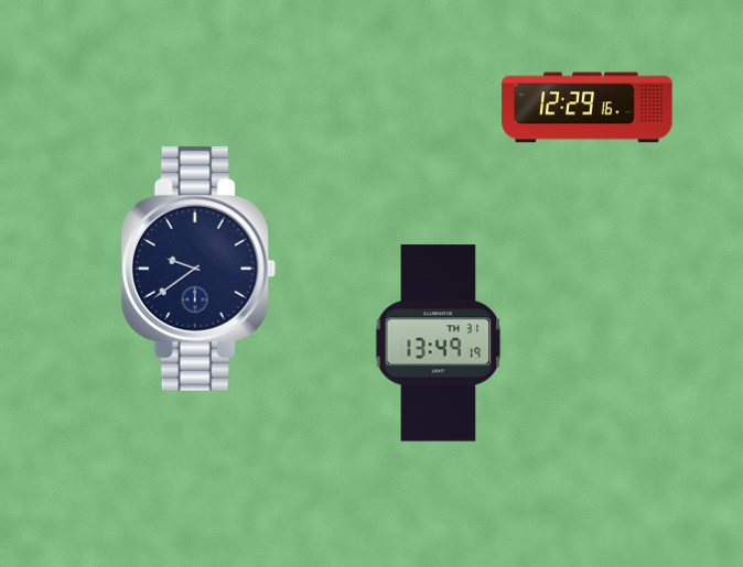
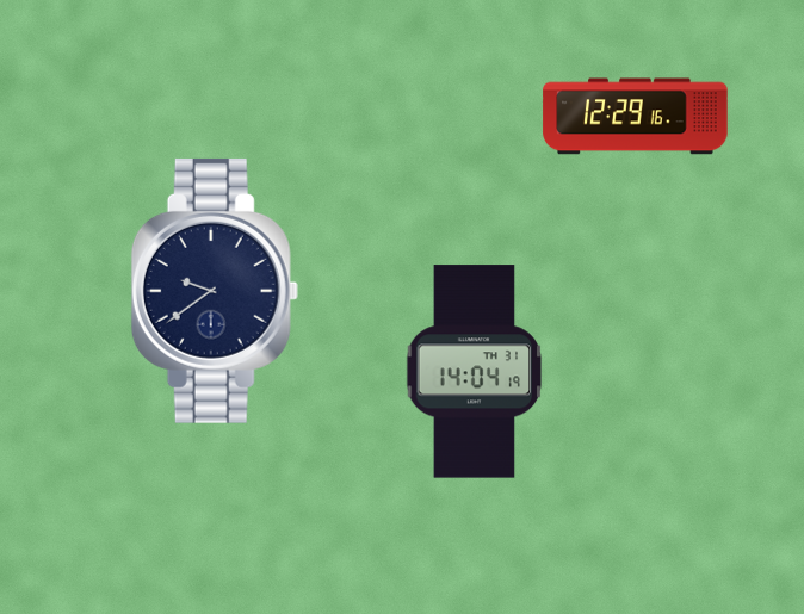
clock at (439, 344): 13:49 -> 14:04
